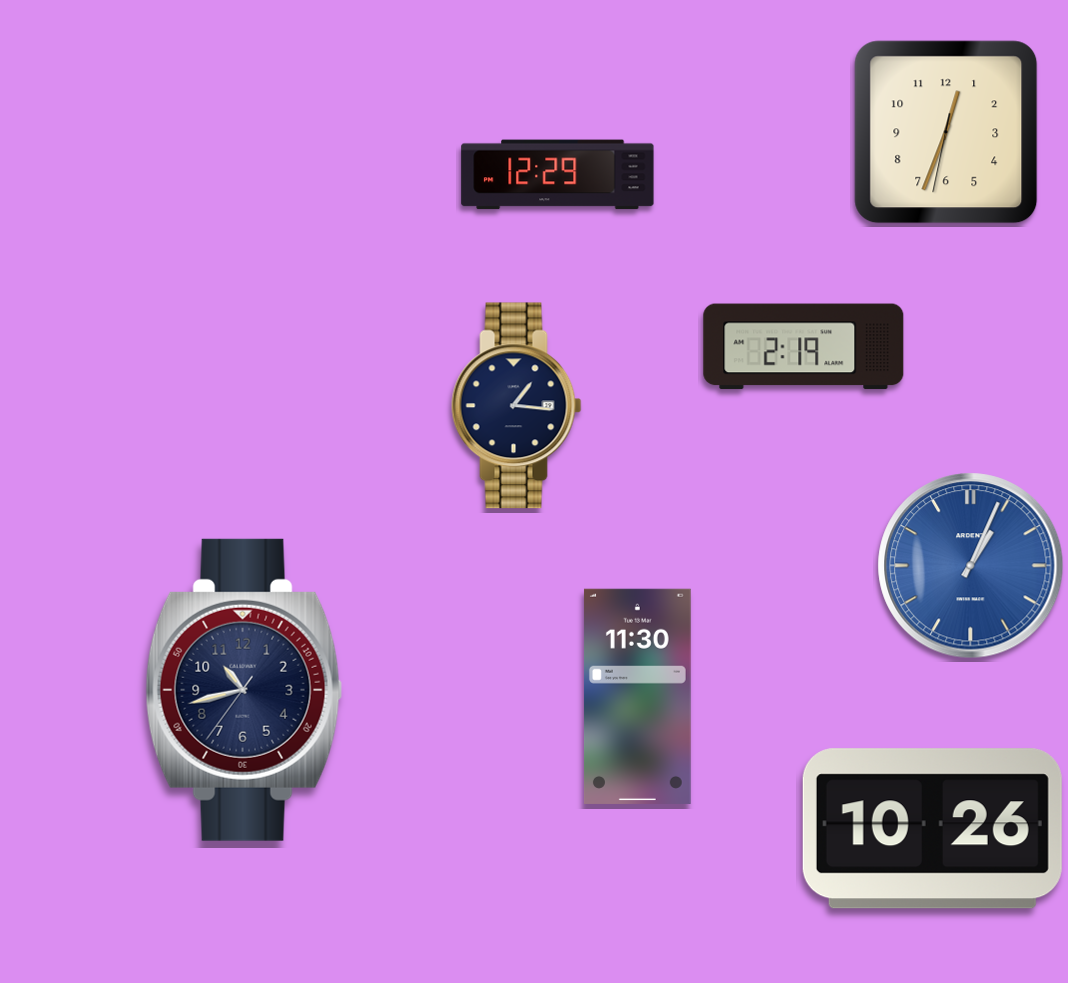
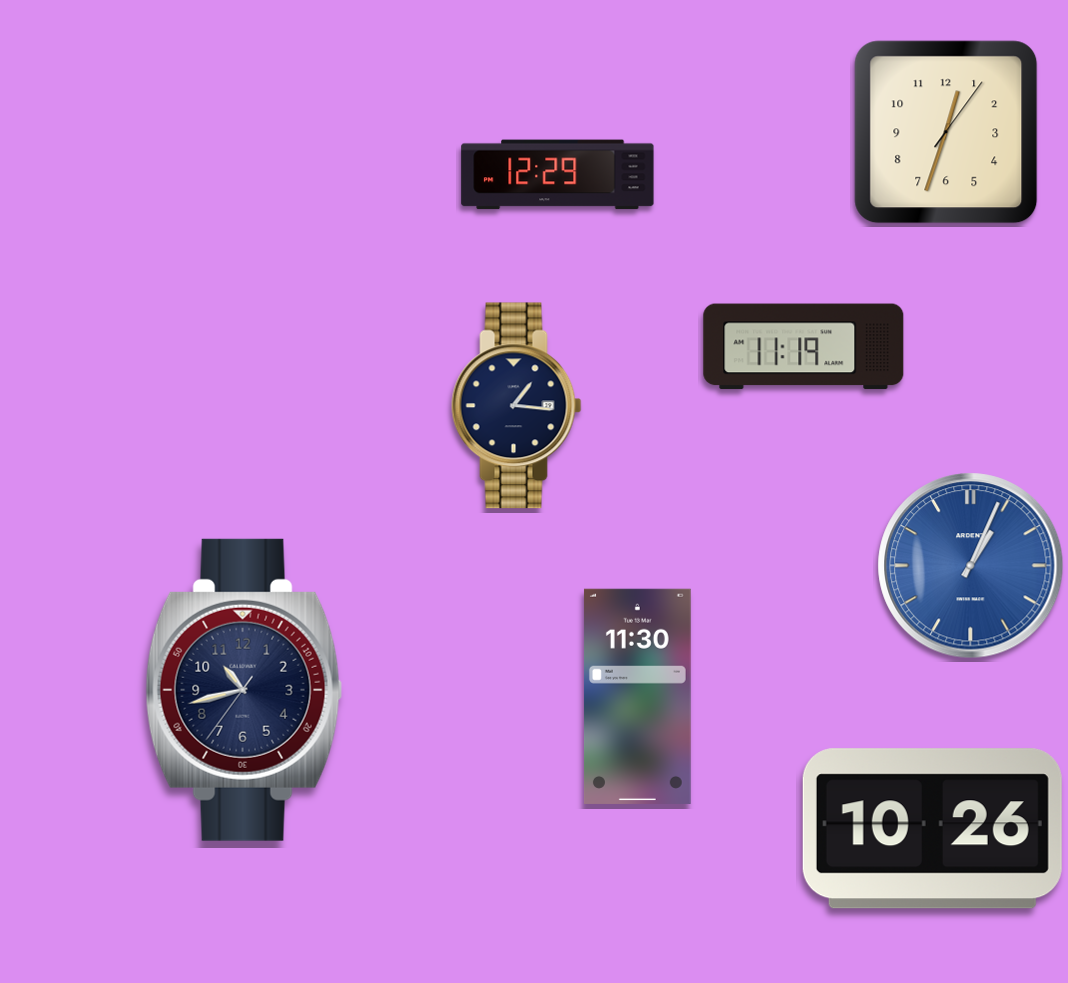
clock at (946, 132): 12:33:32 -> 12:33:06
clock at (804, 347): 2:19 -> 11:19
